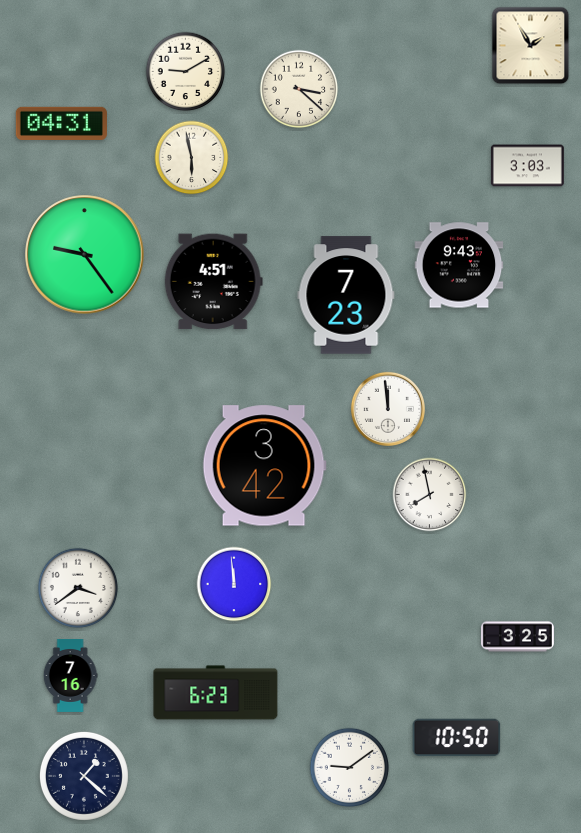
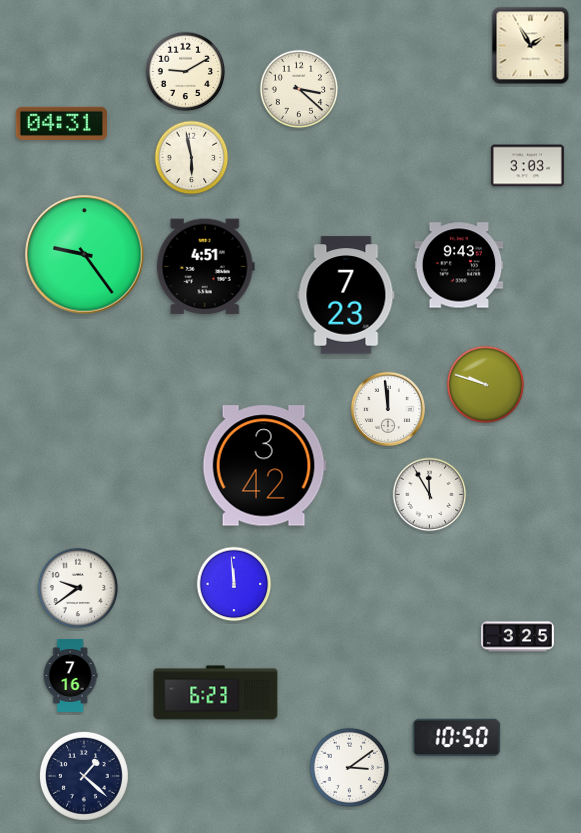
clock at (213, 282) position: (213, 282) -> (205, 267)
clock at (486, 385): none -> 9:48
clock at (430, 495): 7:58 -> 11:55
clock at (78, 588): 3:39 -> 9:39
clock at (350, 768): 9:09 -> 3:09
